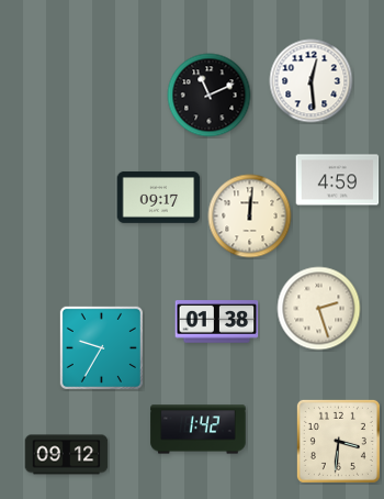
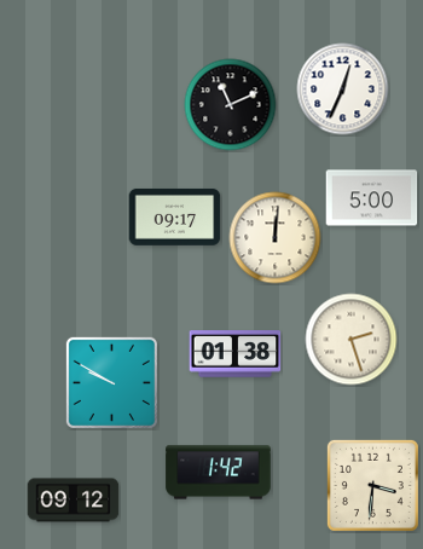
clock at (312, 81): 12:29 -> 12:34
clock at (338, 180): 4:59 -> 5:00
clock at (217, 322) position: (217, 322) -> (236, 354)
clock at (101, 347): 9:35 -> 9:50
